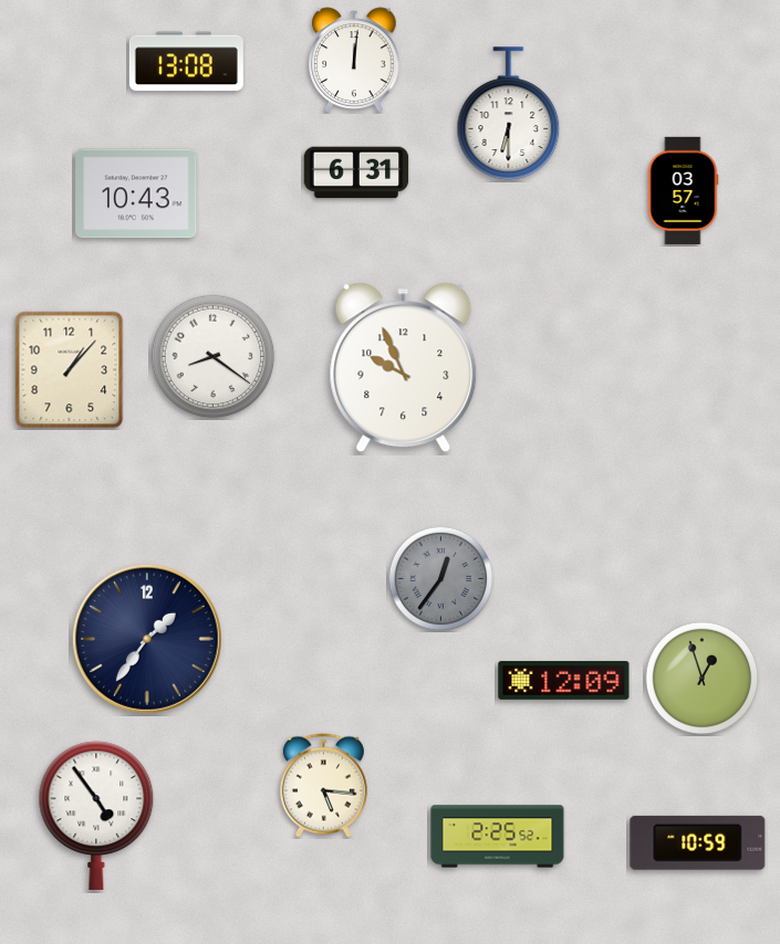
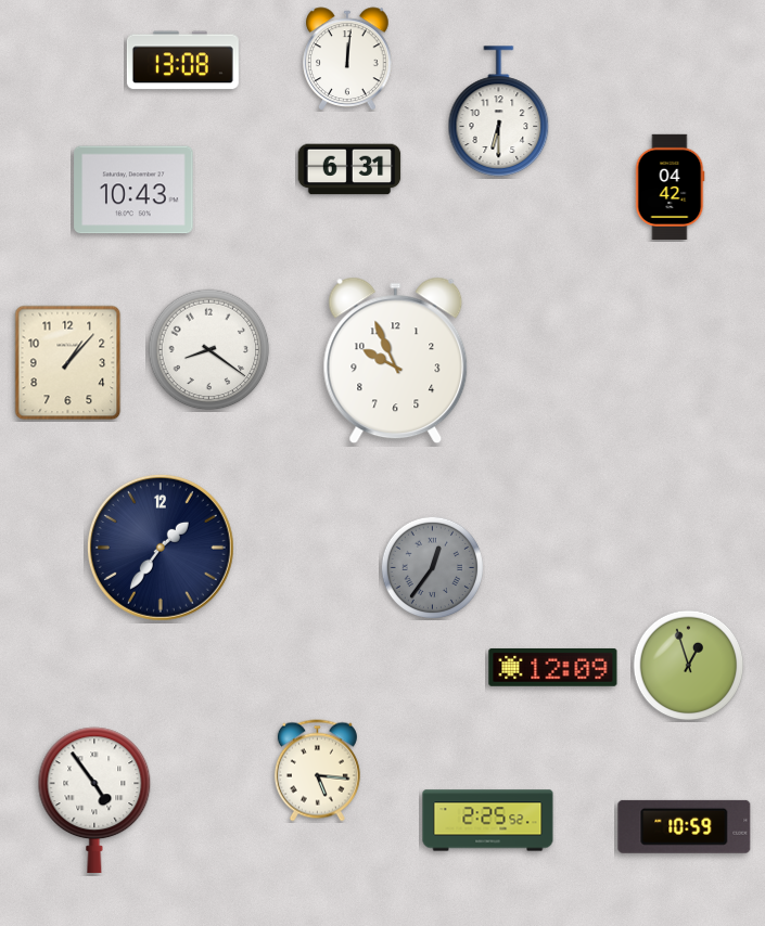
clock at (683, 190): 03:57 -> 04:42
clock at (147, 639) position: (147, 639) -> (161, 548)
